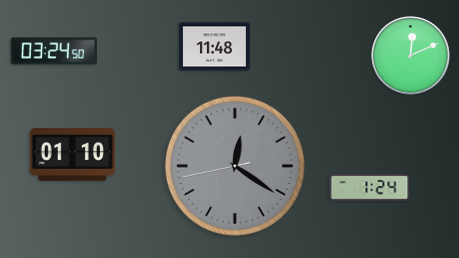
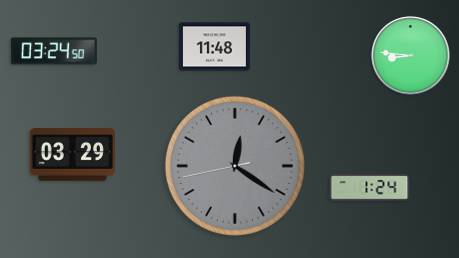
clock at (411, 56): 12:11 -> 8:46
clock at (72, 155): 01:10 -> 03:29
